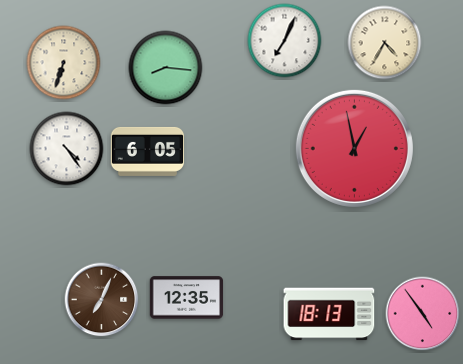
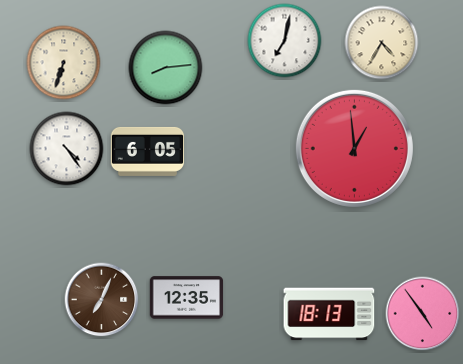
clock at (285, 41): 7:04 -> 7:02
clock at (385, 43) position: (385, 43) -> (382, 43)
clock at (166, 68): 8:16 -> 8:14
clock at (354, 148): 12:58 -> 12:59
